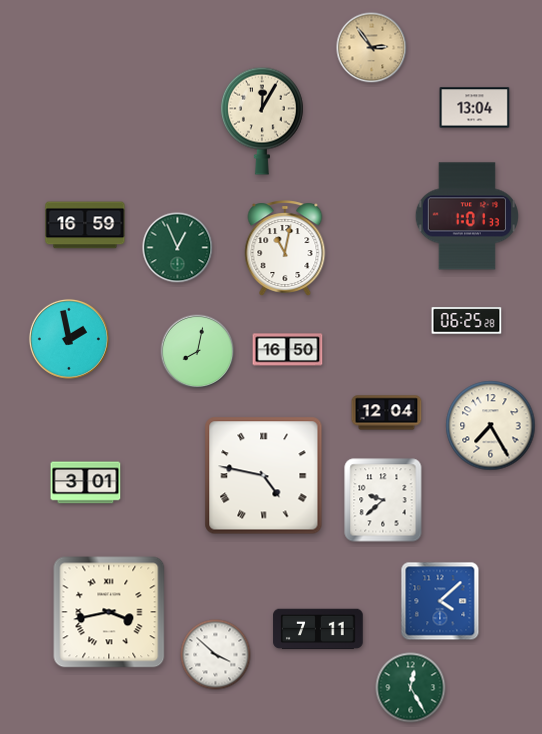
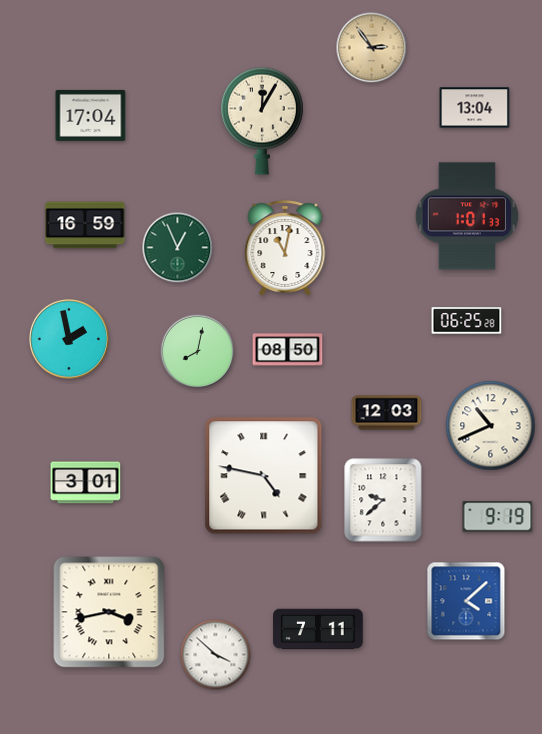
clock at (91, 115): none -> 17:04
clock at (288, 350): 16:50 -> 08:50
clock at (387, 413): 12:04 -> 12:03
clock at (491, 426): 7:25 -> 10:41
clock at (498, 517): none -> 9:19
clock at (440, 601) position: (440, 601) -> (466, 601)
clock at (411, 688): 12:25 -> none
